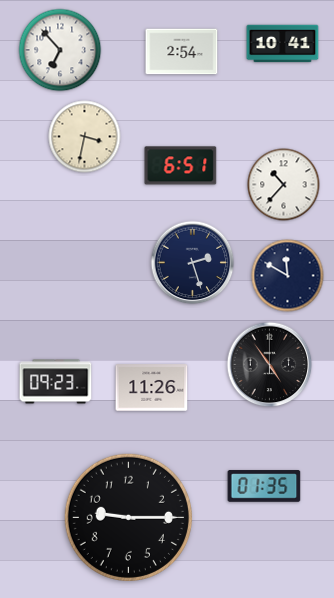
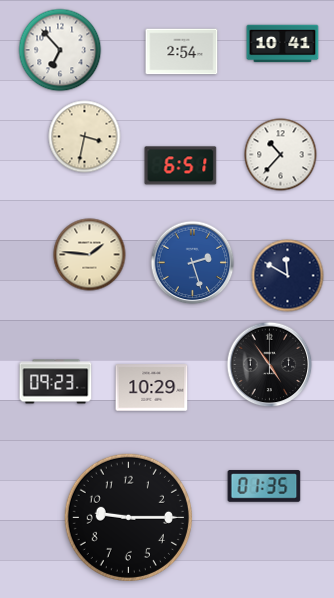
clock at (284, 185) position: (284, 185) -> (281, 155)
clock at (90, 255): none -> 1:46
clock at (193, 263) dial: navy -> blue
clock at (152, 388): 11:26 -> 10:29
